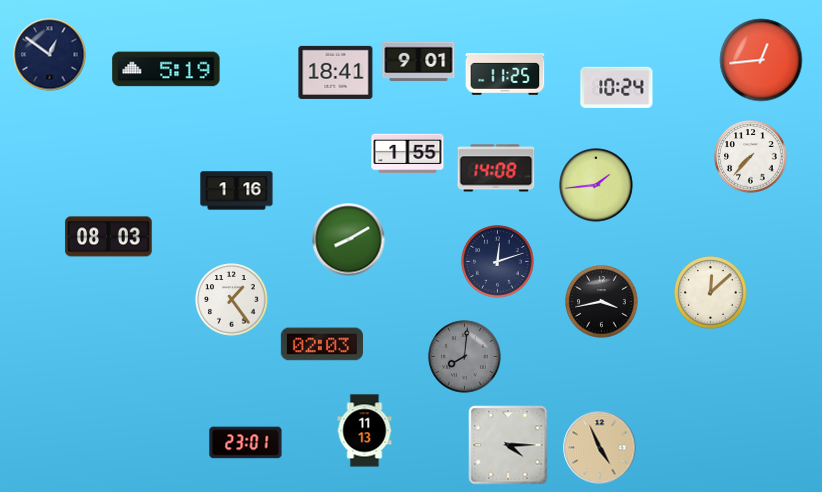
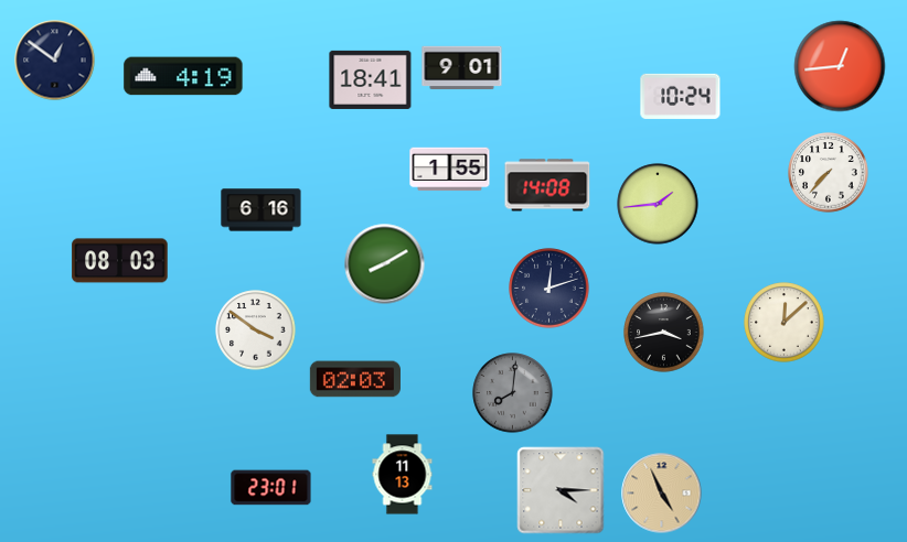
clock at (166, 69): 5:19 -> 4:19
clock at (505, 75): 11:25 -> none
clock at (237, 191): 1:16 -> 6:16
clock at (232, 300): 1:24 -> 3:51
